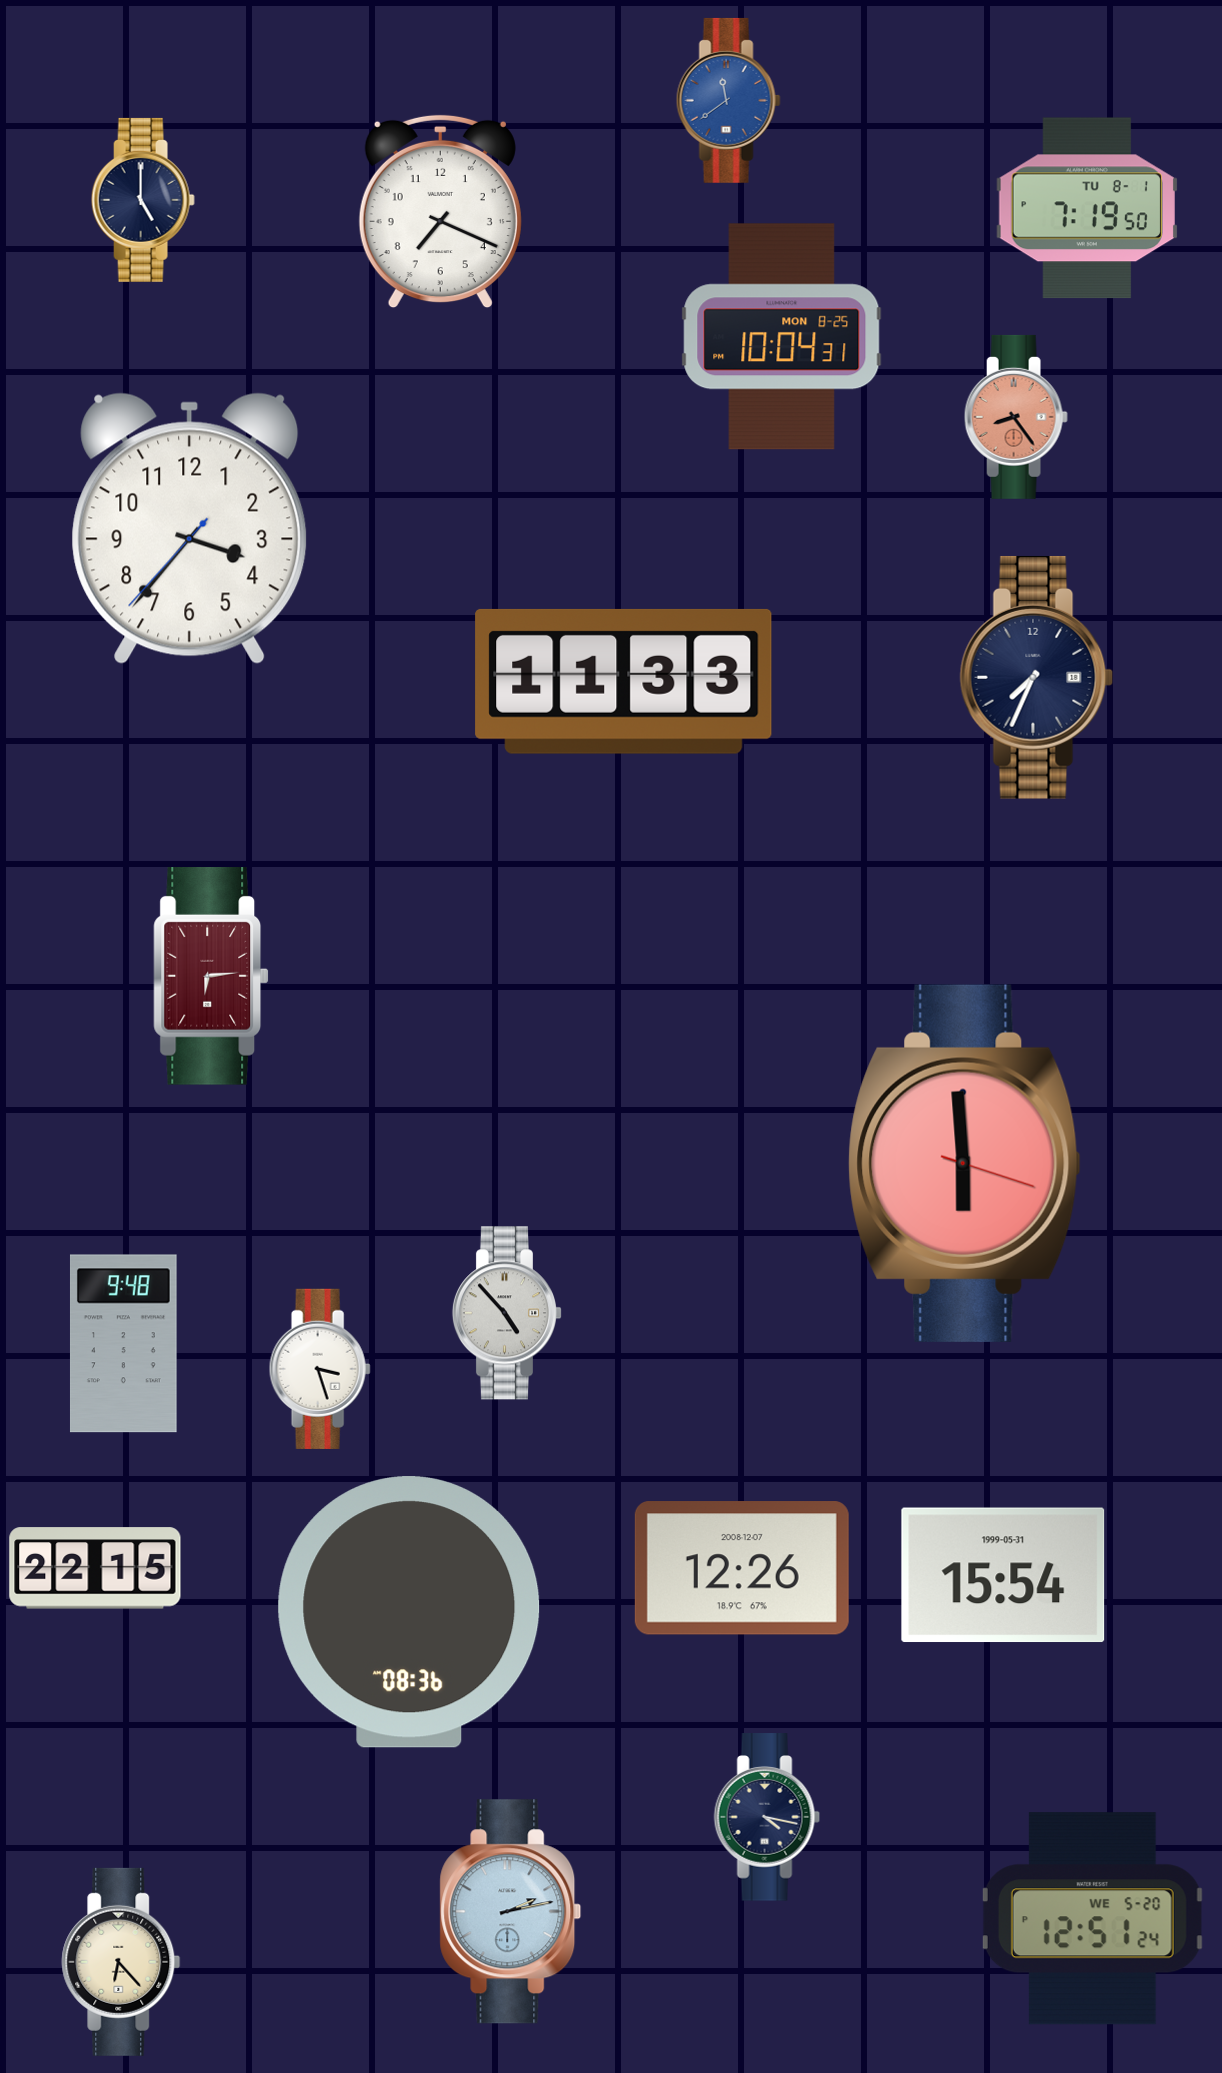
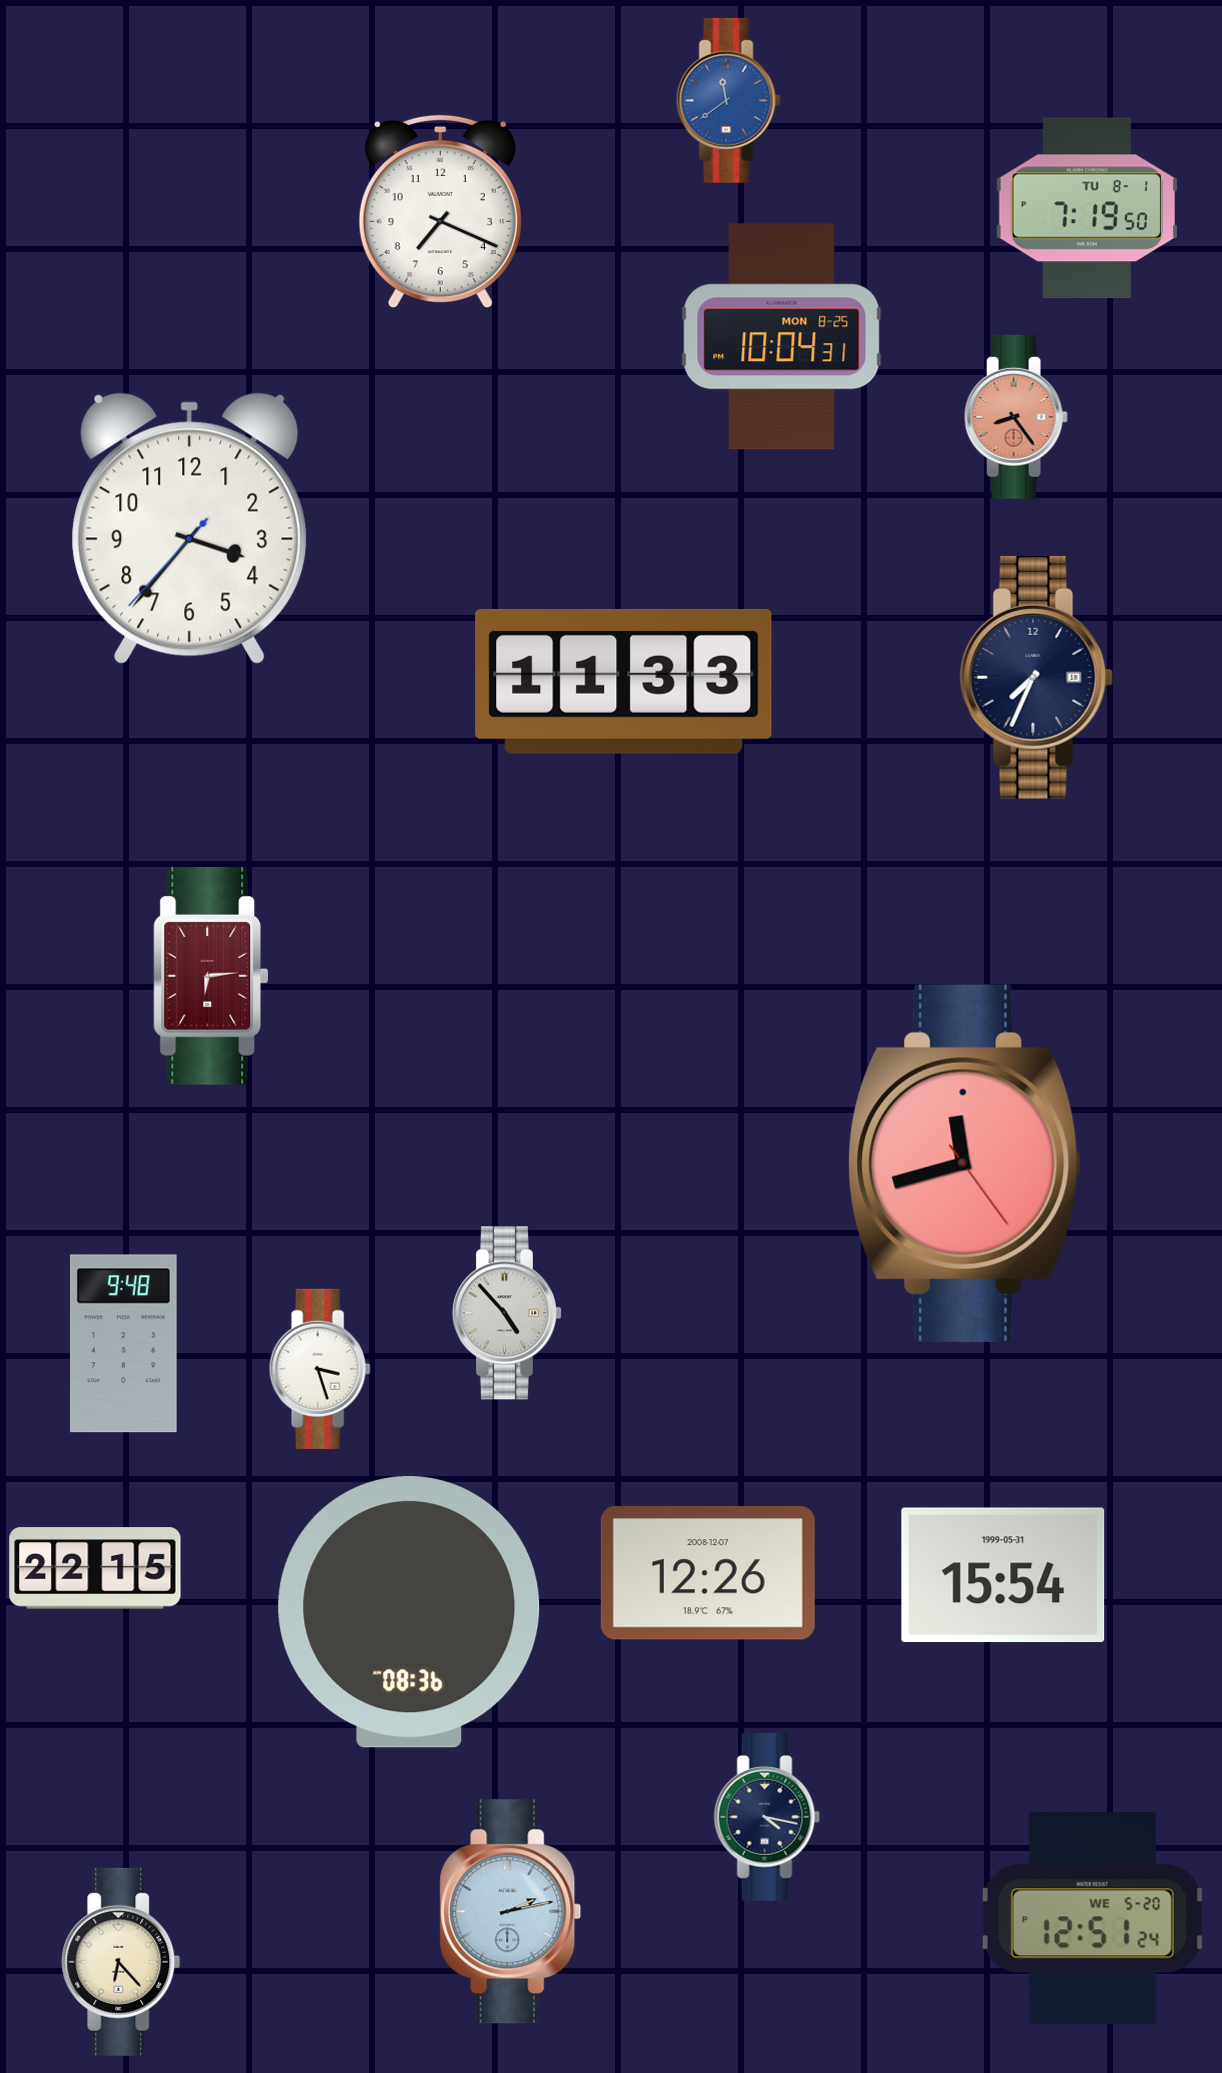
clock at (143, 200): 5:00 -> none
clock at (965, 1163): 5:59 -> 11:42
clock at (742, 1568) position: (742, 1568) -> (708, 1573)
